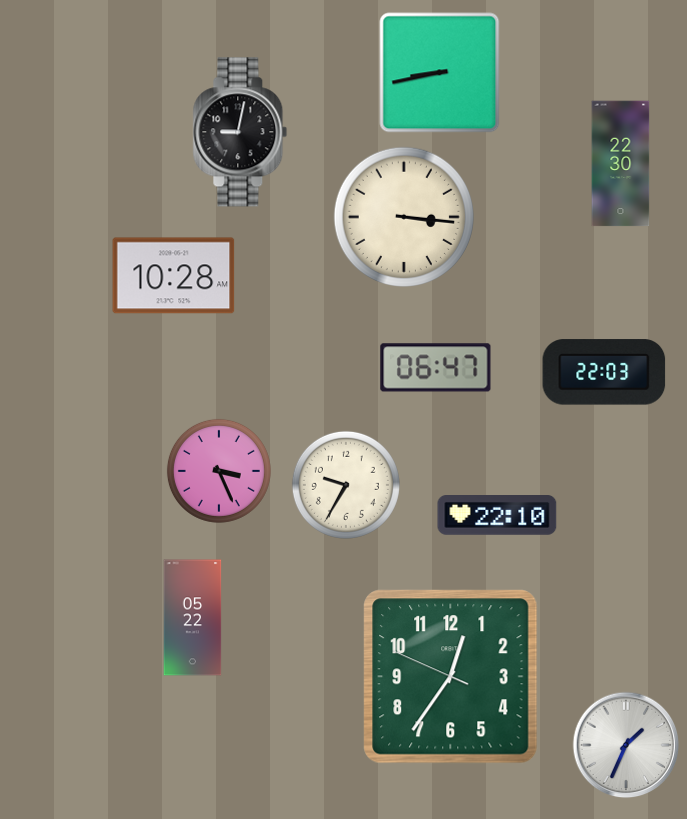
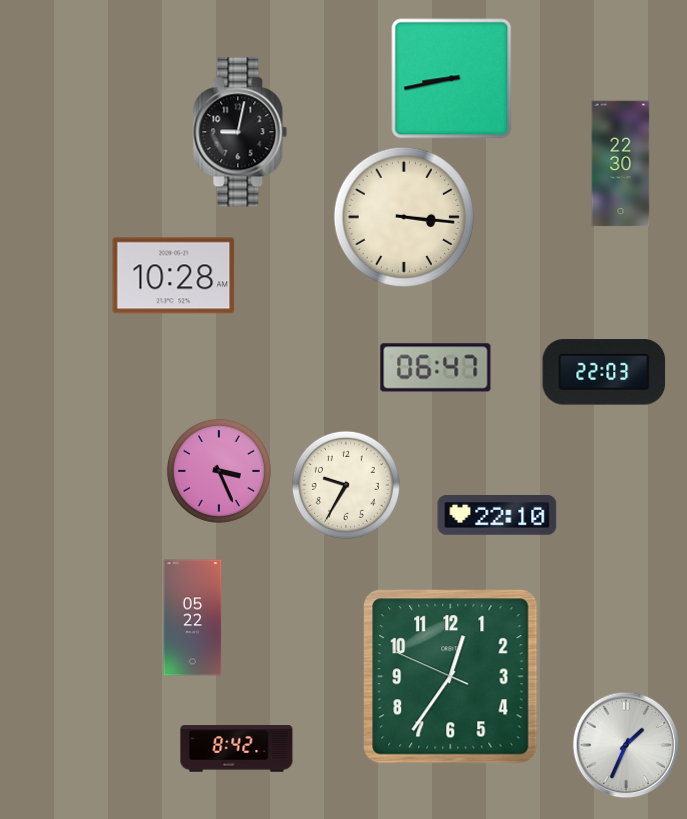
clock at (440, 73) position: (440, 73) -> (452, 79)
clock at (237, 749): none -> 8:42
